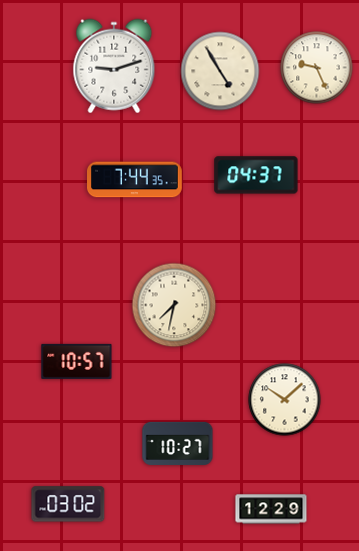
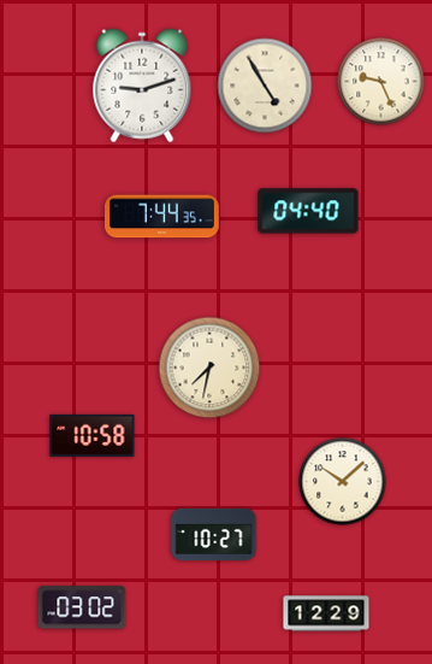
clock at (114, 66) position: (114, 66) -> (142, 86)
clock at (256, 175): 04:37 -> 04:40
clock at (77, 361): 10:57 -> 10:58
